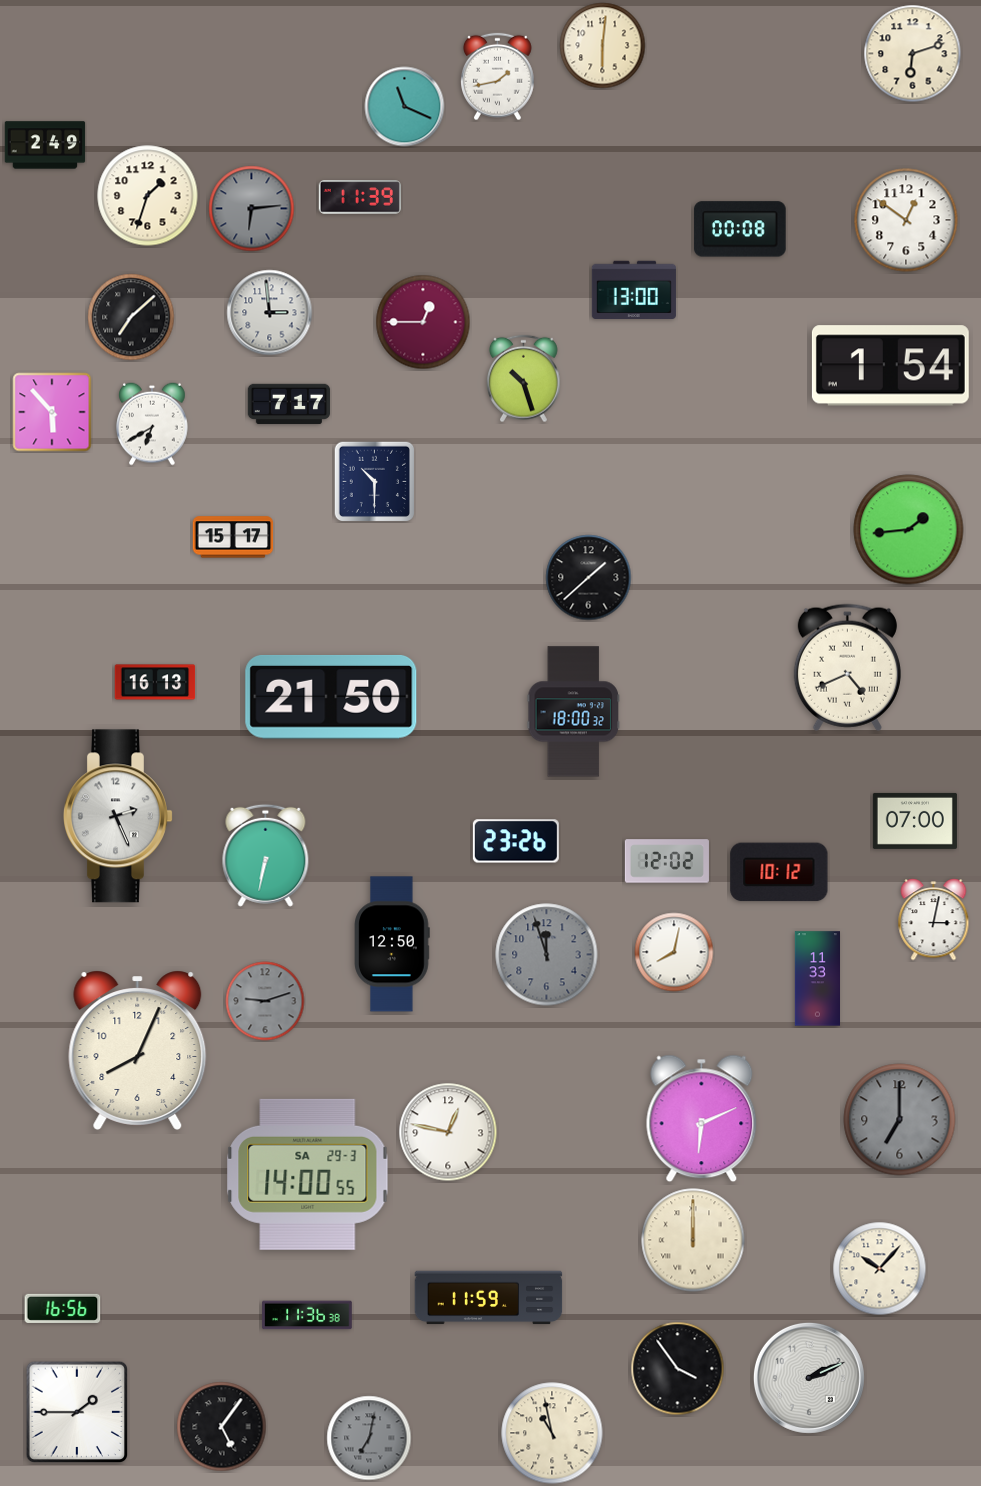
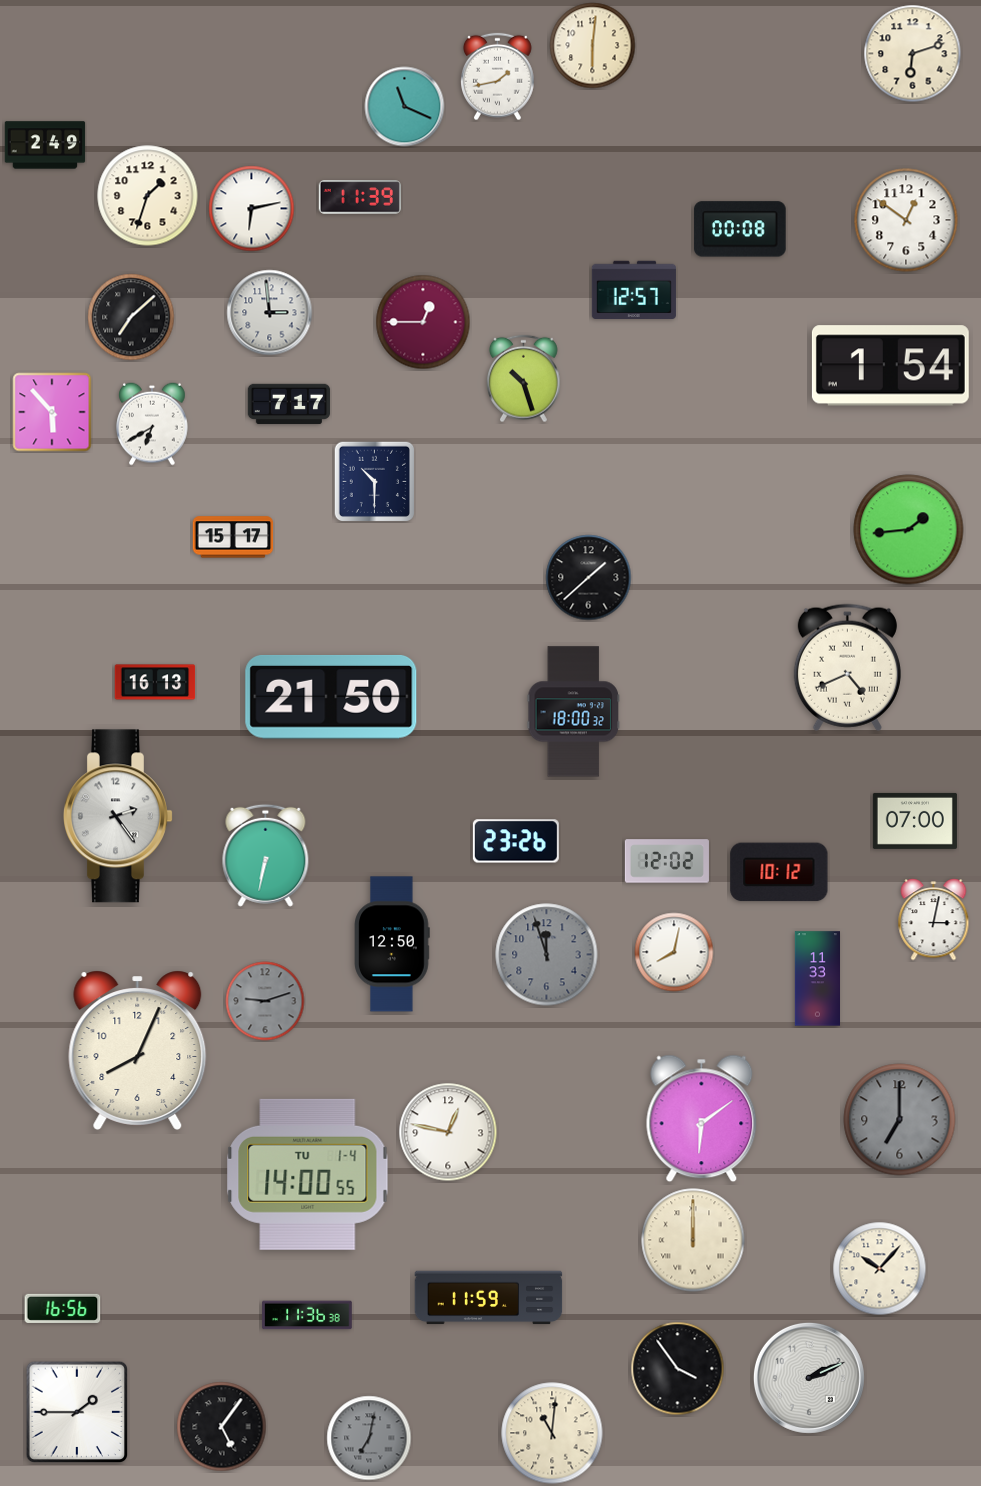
clock at (603, 46) position: (603, 46) -> (593, 46)
clock at (252, 209): 6:14 -> 6:13
clock at (252, 209) dial: grey -> white
clock at (634, 289): 13:00 -> 12:57
clock at (119, 816): 2:26 -> 2:24
clock at (702, 1119): 6:11 -> 6:09
clock at (308, 1174) date: SA 29-3 -> TU 1-4
clock at (552, 1433): 10:58 -> 11:01
